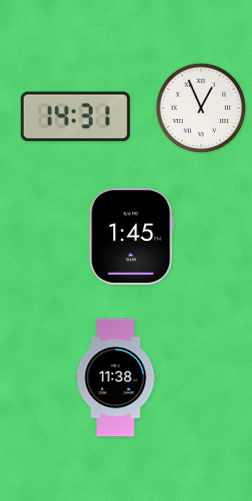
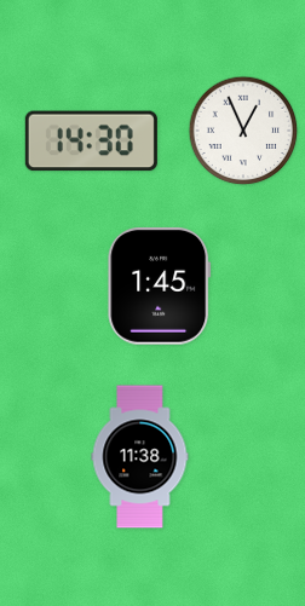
clock at (75, 117): 14:31 -> 14:30
